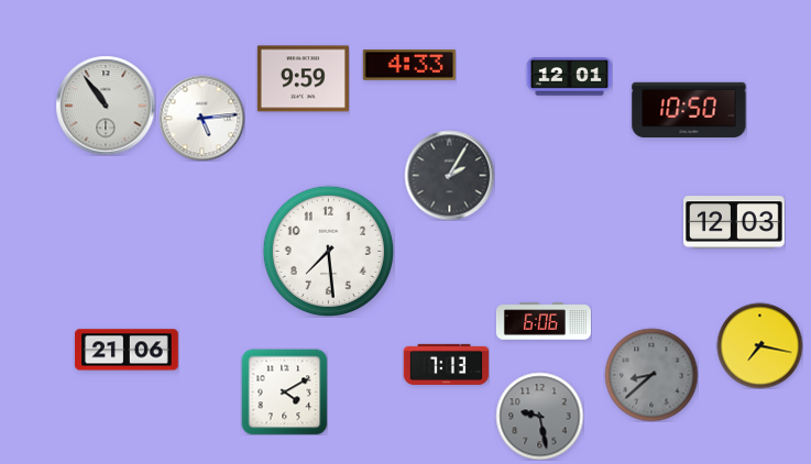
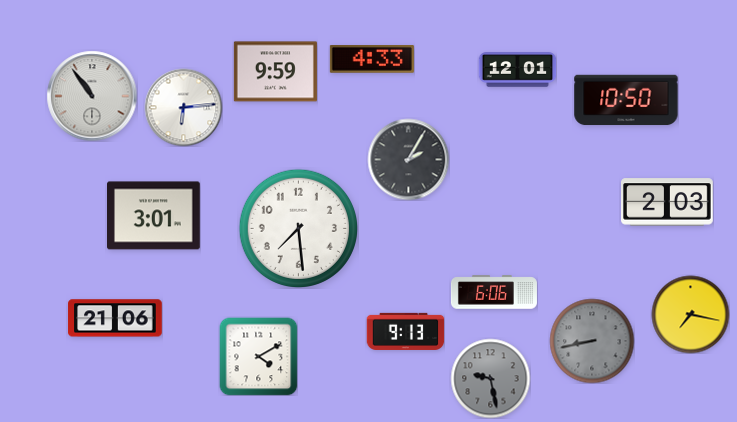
clock at (106, 106) position: (106, 106) -> (92, 96)
clock at (201, 118): 5:14 -> 6:14
clock at (735, 222): 12:03 -> 2:03
clock at (154, 216): none -> 3:01
clock at (446, 364): 7:13 -> 9:13
clock at (651, 375): 8:38 -> 8:43
